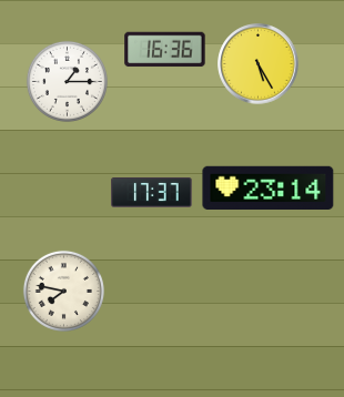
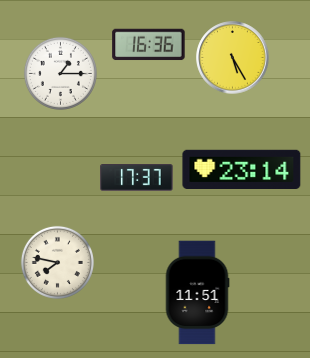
clock at (152, 193) position: (152, 193) -> (137, 178)
clock at (197, 293): none -> 11:51
